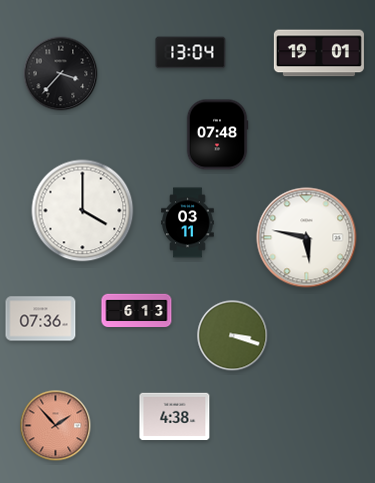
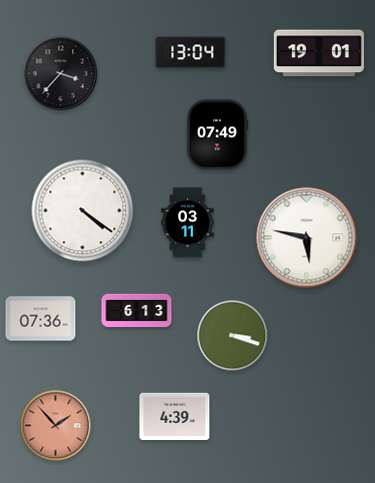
clock at (217, 135): 07:48 -> 07:49
clock at (83, 211): 4:00 -> 4:21
clock at (175, 417): 4:38 -> 4:39
